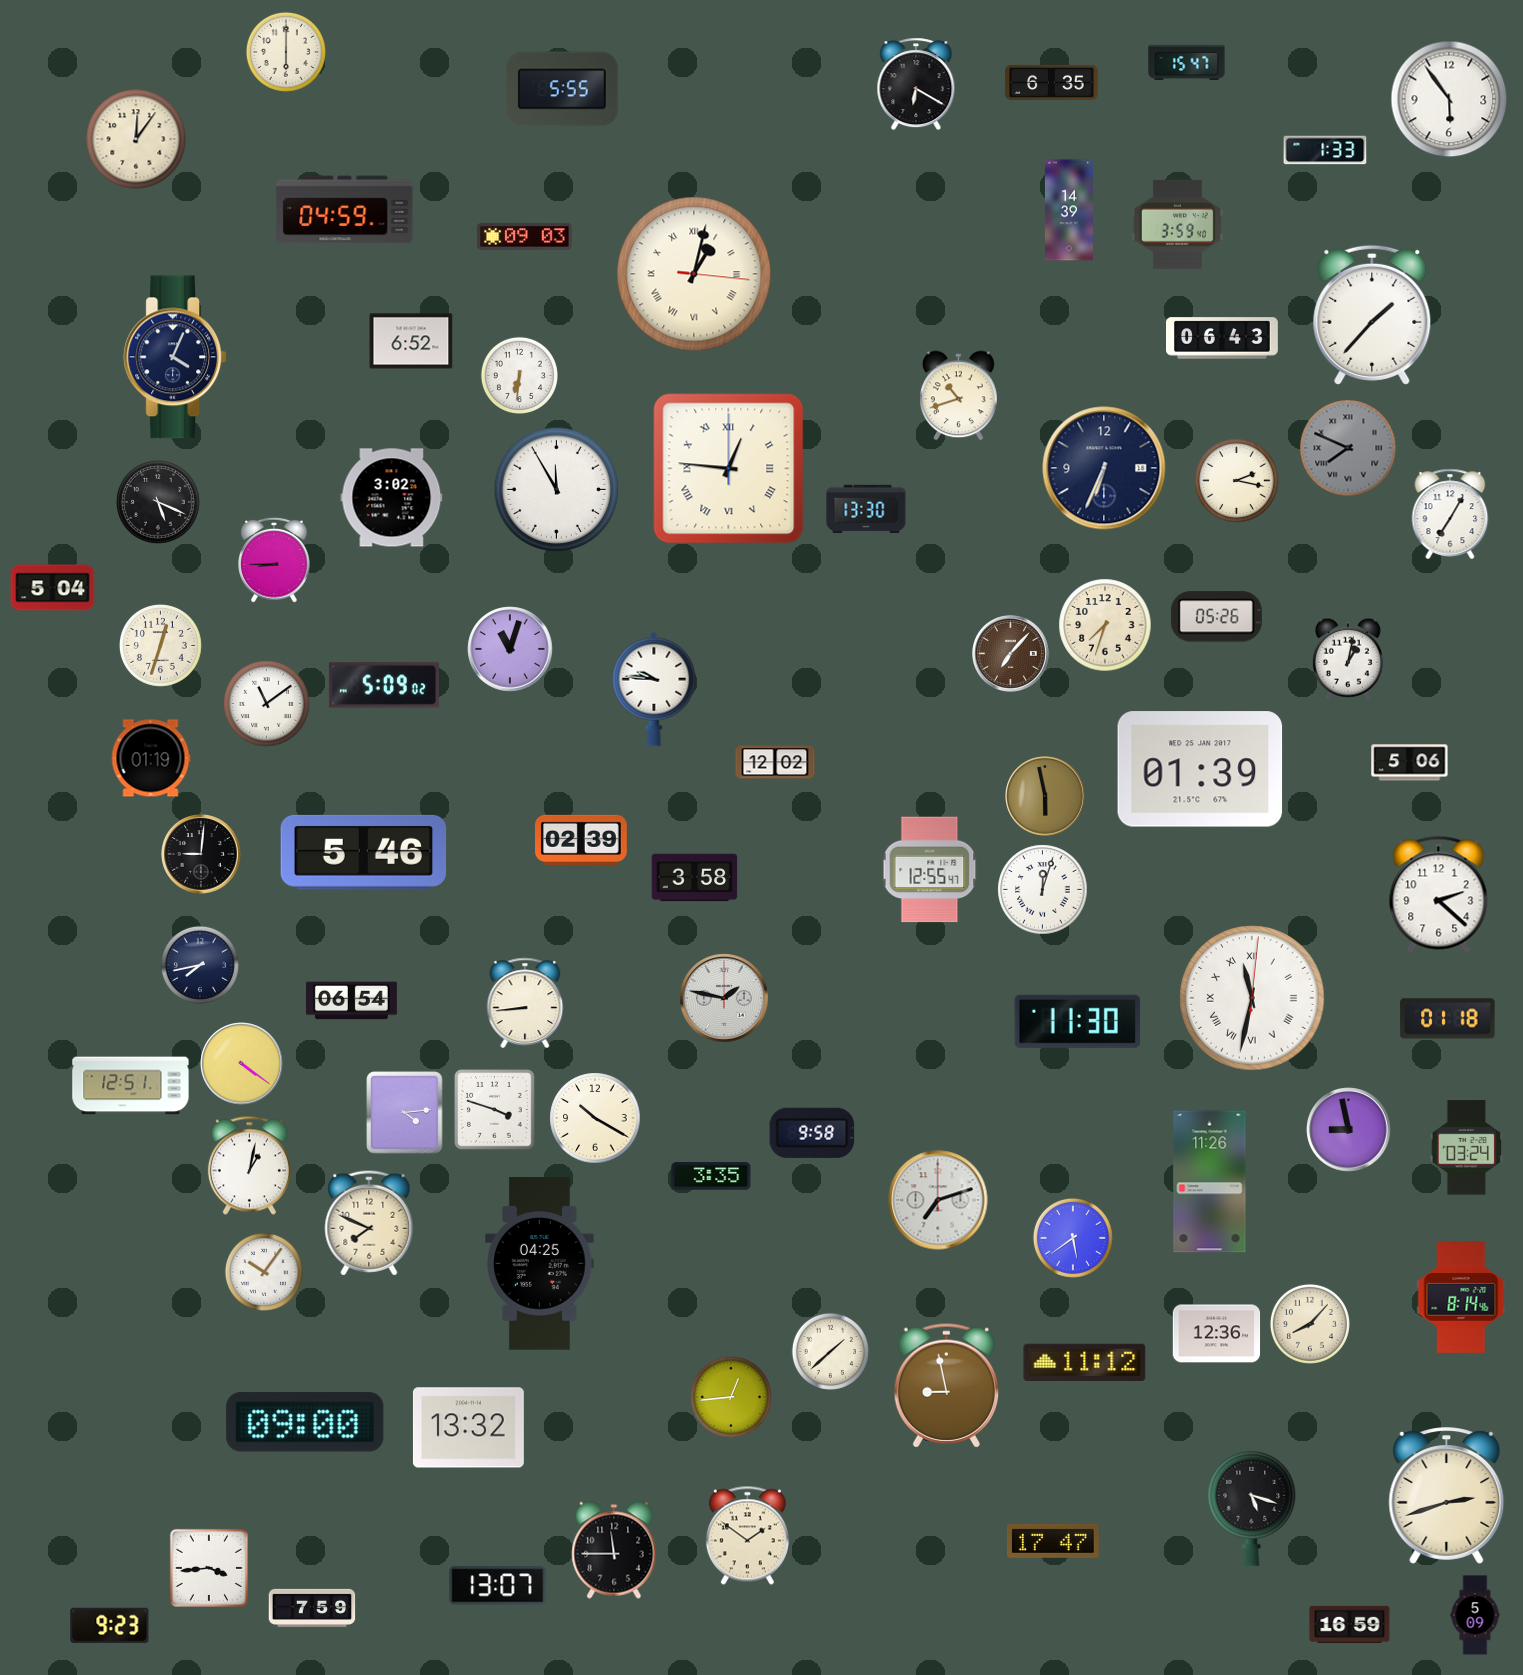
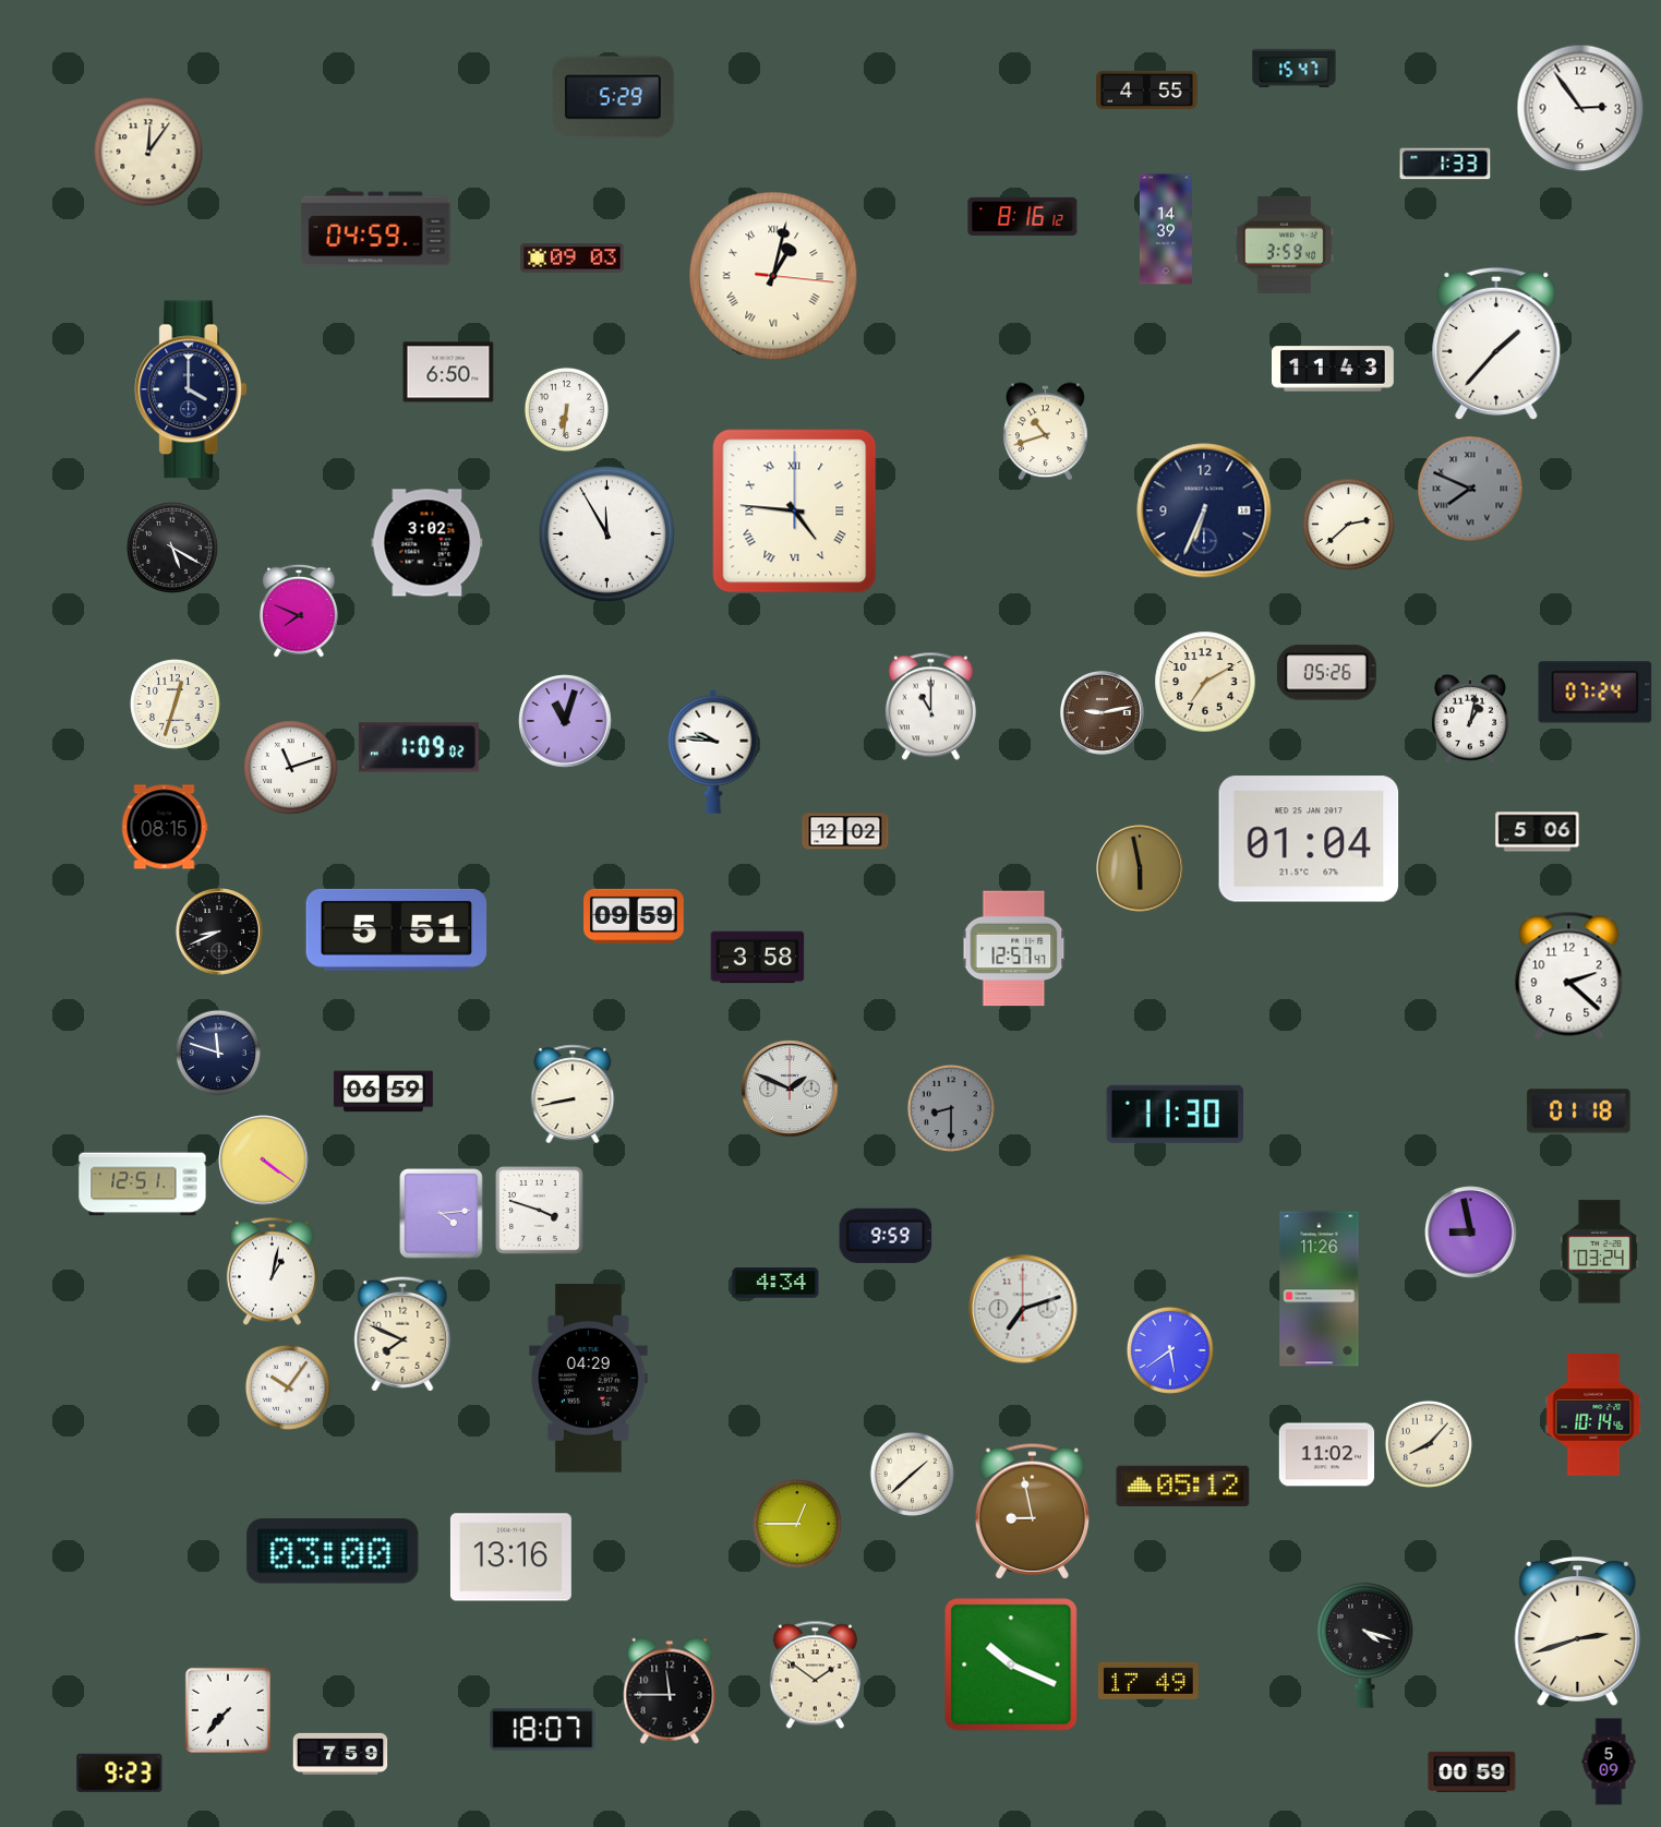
clock at (286, 52): 6:00 -> none
clock at (1052, 82): 6:35 -> 4:55
clock at (916, 84): 6:20 -> none
clock at (562, 89): 5:55 -> 5:29
clock at (1449, 99): 5:54 -> 2:54
clock at (1023, 216): none -> 8:16
clock at (694, 274) position: (694, 274) -> (773, 276)
clock at (1223, 338): 06:43 -> 11:43
clock at (411, 341): 6:52 -> 6:50
clock at (175, 357): 4:04 -> 4:00
clock at (729, 469): 12:46 -> 4:46
clock at (1237, 481): 2:17 -> 2:38
clock at (158, 502): 5:19 -> 5:20
clock at (866, 509): 13:30 -> none
clock at (1450, 514): 7:05 -> none
clock at (275, 560): 8:45 -> 7:49
clock at (53, 588): 5:04 -> none
clock at (1105, 625): 7:33 -> 7:10
clock at (1596, 693): none -> 07:24
clock at (930, 707): none -> 11:00
clock at (510, 649) position: (510, 649) -> (565, 721)
clock at (1011, 654): 7:07 -> 9:13
clock at (384, 685): 5:09 -> 1:09
clock at (267, 704): 11:09 -> 11:12
clock at (151, 758): 01:19 -> 08:15
clock at (1200, 769): 01:39 -> 01:04
clock at (582, 840): 02:39 -> 09:59
clock at (364, 852): 5:46 -> 5:51
clock at (201, 854): 9:01 -> 8:41
clock at (930, 870): 12:55 -> 12:57
clock at (1043, 890): 12:03 -> none
clock at (200, 965): 7:43 -> 11:48
clock at (724, 998): 1:47 -> 1:49
clock at (1252, 998): 11:32 -> none
clock at (351, 1001): 06:54 -> 06:59
clock at (525, 1003): 8:44 -> 8:43
clock at (951, 1108): none -> 8:30
clock at (595, 1118): 10:20 -> none
clock at (812, 1133): 9:58 -> 9:59
clock at (711, 1176): 3:35 -> 4:34
clock at (540, 1264): 04:25 -> 04:29
clock at (1461, 1298): 8:14 -> 10:14
clock at (1217, 1334): 12:36 -> 11:02
clock at (830, 1351) position: (830, 1351) -> (912, 1474)
clock at (1085, 1363): 11:12 -> 05:12
clock at (731, 1397): 12:44 -> 12:45
clock at (305, 1422): 09:00 -> 03:00
clock at (468, 1428): 13:32 -> 13:16
clock at (1252, 1508): 5:18 -> 4:18
clock at (1011, 1664): none -> 10:19
clock at (1053, 1541): 17:47 -> 17:49
clock at (209, 1568): 3:44 -> 7:37
clock at (498, 1586): 13:07 -> 18:07
clock at (1350, 1624): 16:59 -> 00:59
